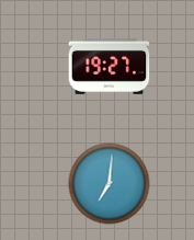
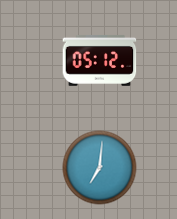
clock at (110, 66): 19:27 -> 05:12
